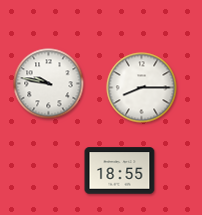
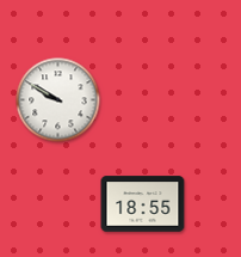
clock at (49, 84): 9:47 -> 9:50
clock at (142, 88): 8:15 -> none
